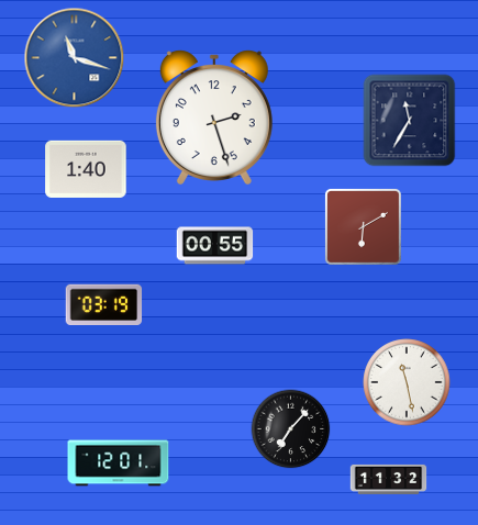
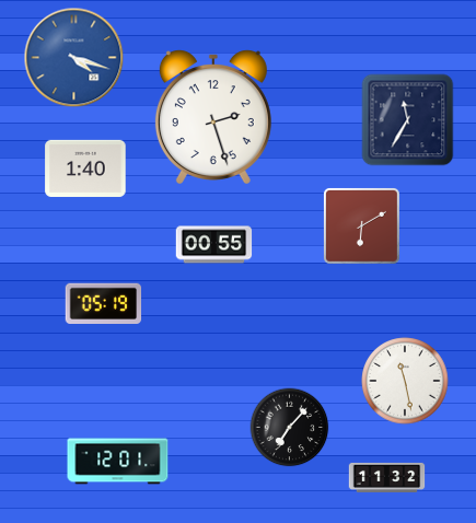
clock at (75, 58): 11:18 -> 4:18
clock at (104, 304): 03:19 -> 05:19
